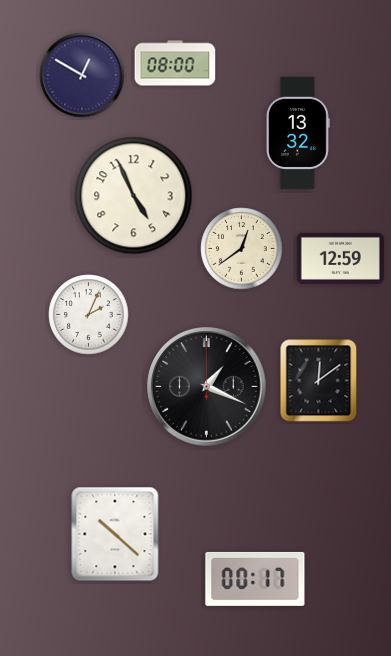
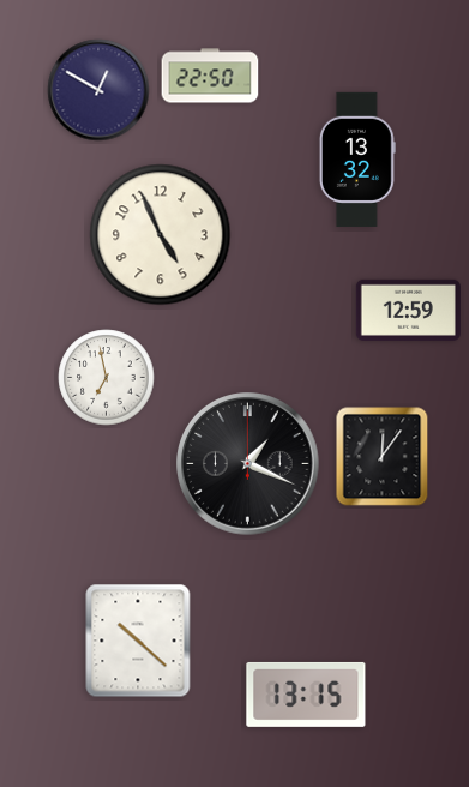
clock at (175, 63): 08:00 -> 22:50
clock at (242, 249): 12:39 -> none
clock at (89, 315): 2:04 -> 6:58
clock at (319, 381): 12:09 -> 12:06
clock at (255, 579): 00:17 -> 13:15
